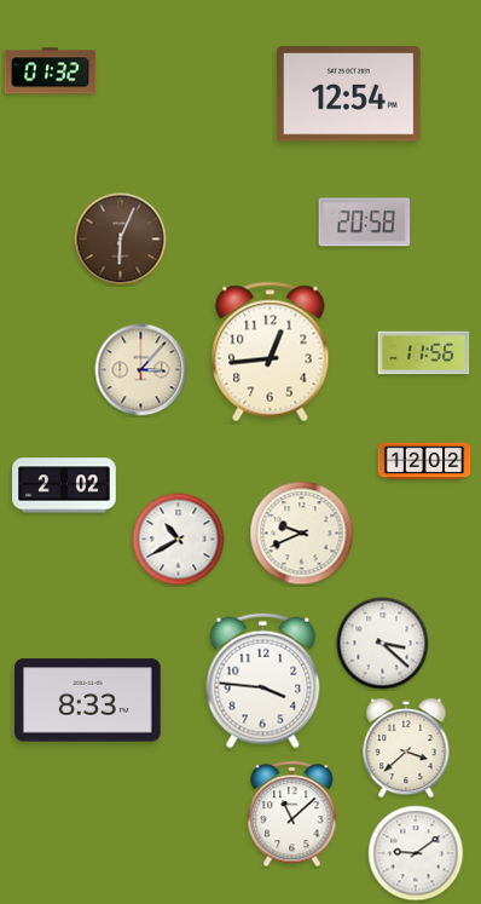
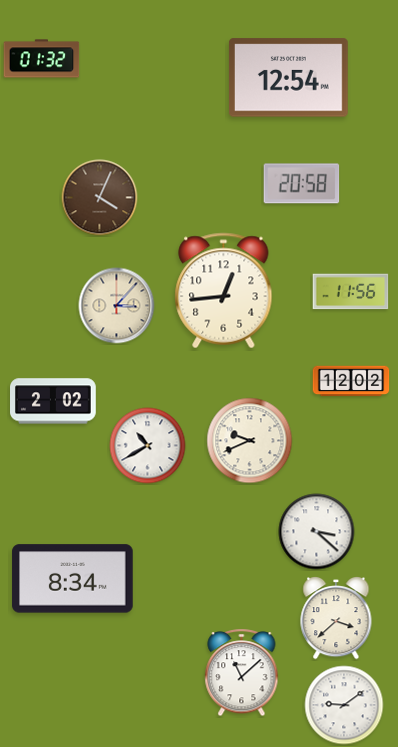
clock at (121, 240): 6:04 -> 4:04
clock at (263, 681): 3:46 -> none
clock at (88, 701): 8:33 -> 8:34
